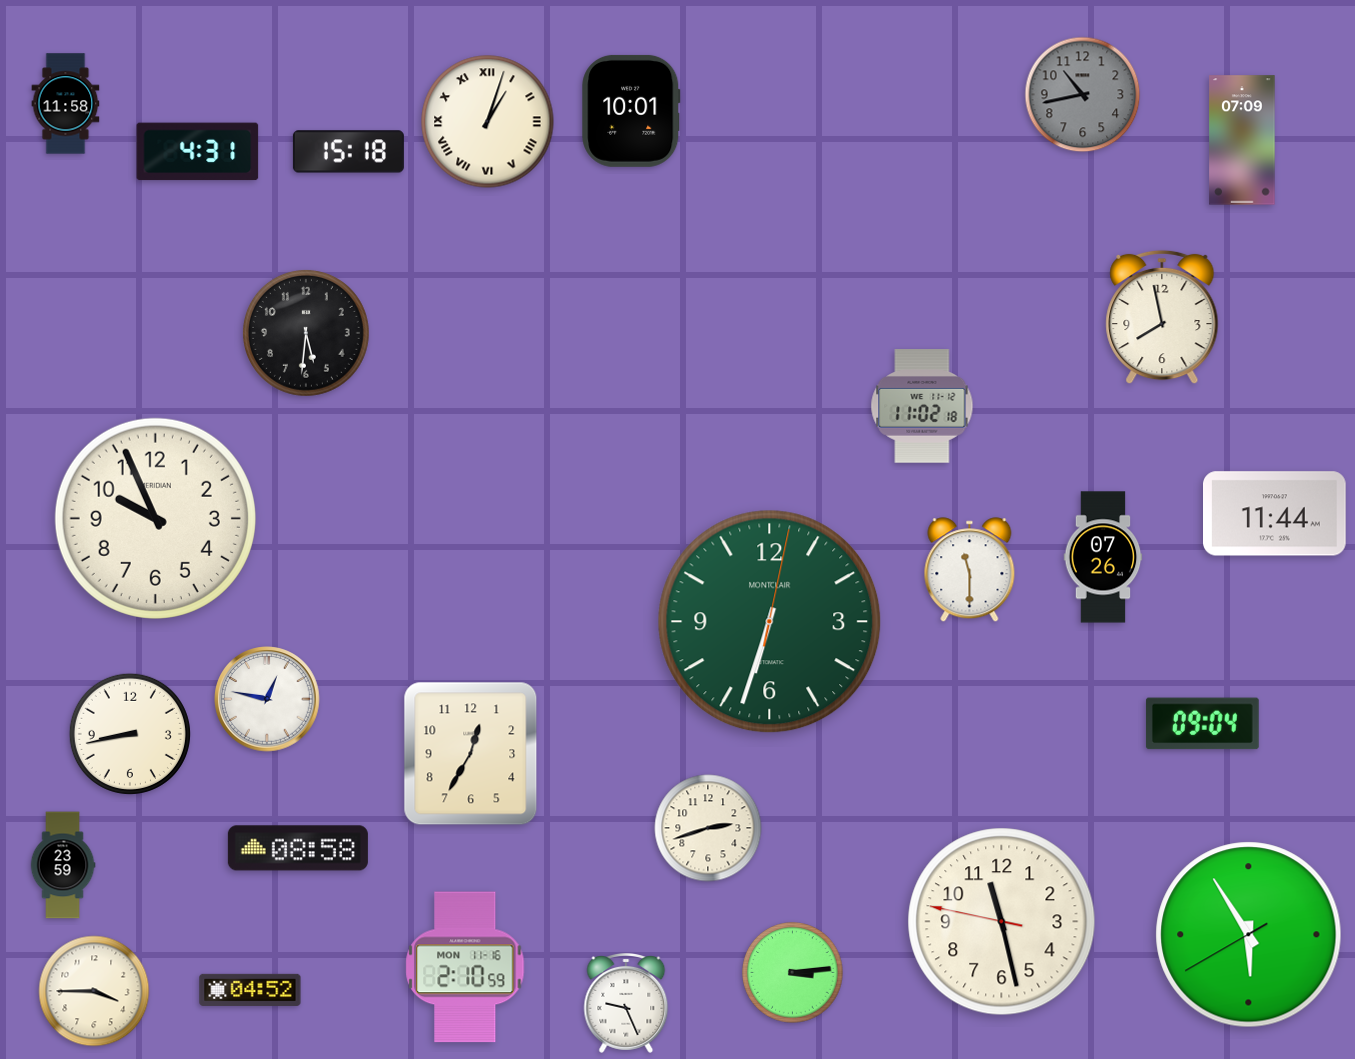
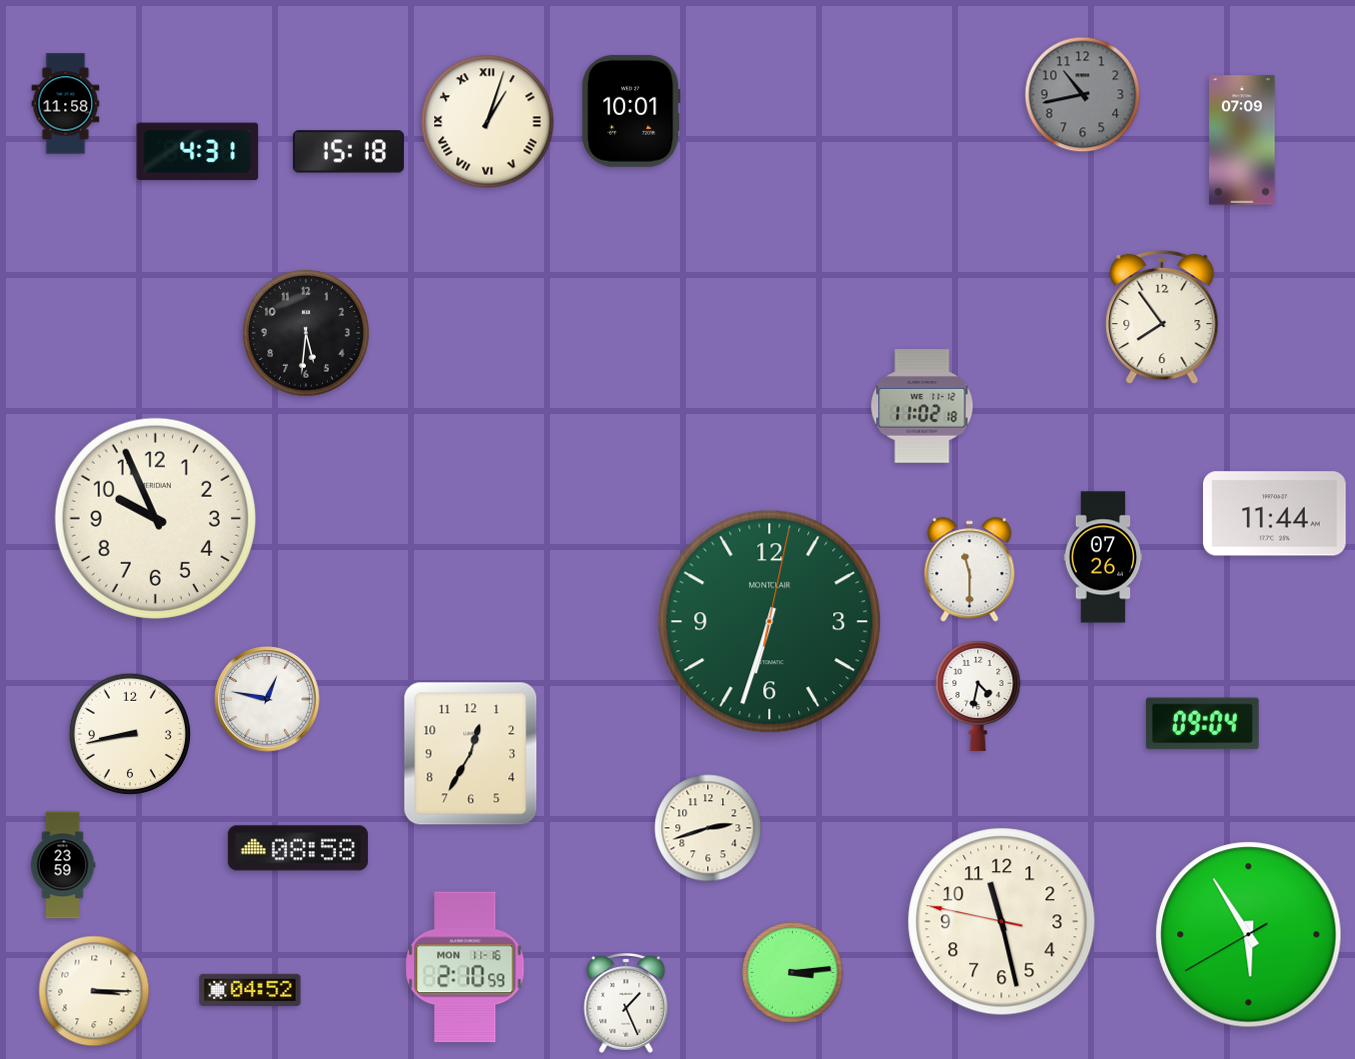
clock at (1162, 317): 7:58 -> 7:54
clock at (978, 696): none -> 4:32
clock at (94, 991): 3:45 -> 3:15
clock at (626, 1004): 9:26 -> 1:26
